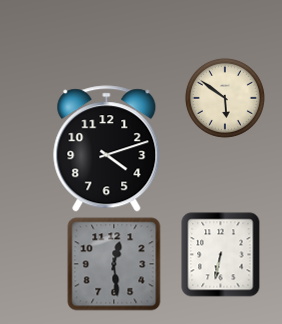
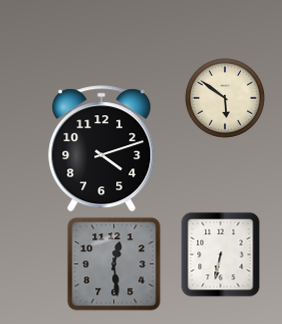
clock at (107, 149) position: (107, 149) -> (102, 149)
